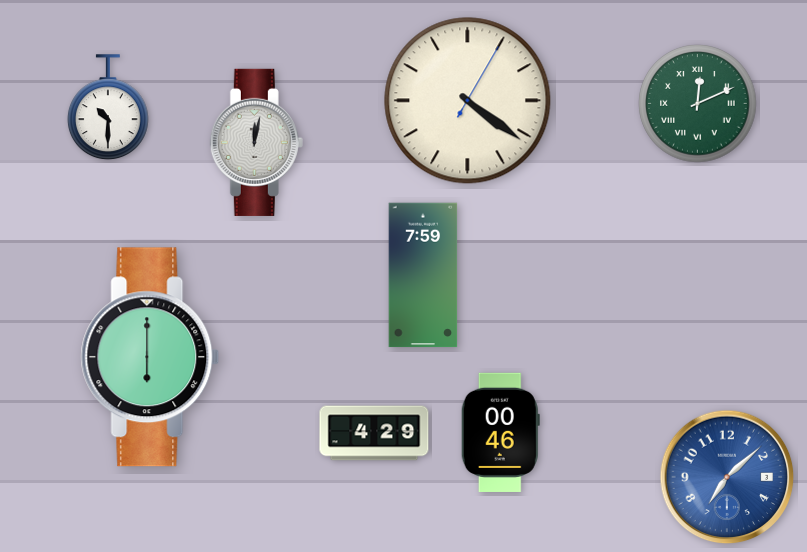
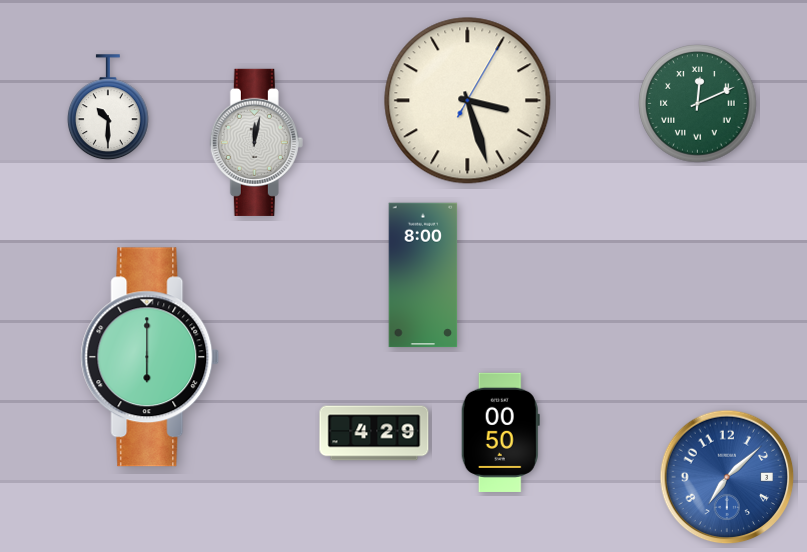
clock at (468, 101): 4:21 -> 3:27
clock at (423, 275): 7:59 -> 8:00
clock at (500, 432): 00:46 -> 00:50
